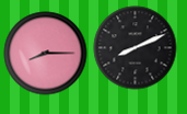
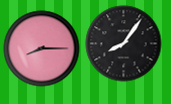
clock at (136, 48): 8:11 -> 8:06
